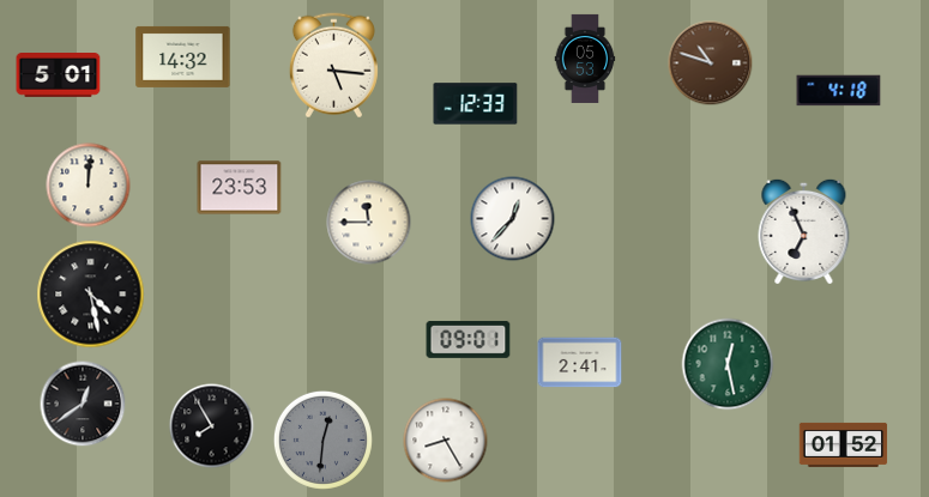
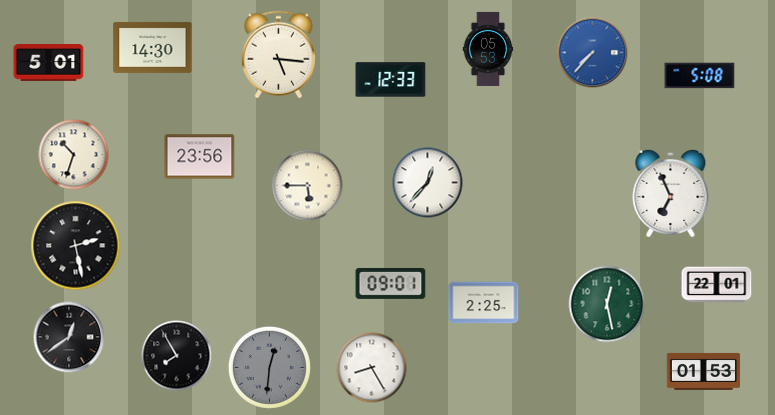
clock at (183, 56): 14:32 -> 14:30
clock at (711, 63): 10:48 -> 7:37
clock at (711, 63) dial: brown -> blue
clock at (839, 91): 4:18 -> 5:08
clock at (476, 104) position: (476, 104) -> (391, 80)
clock at (89, 186): 12:01 -> 10:33
clock at (240, 188): 23:53 -> 23:56
clock at (369, 223): 11:45 -> 5:45
clock at (91, 295): 4:28 -> 2:28
clock at (717, 285): none -> 22:01
clock at (580, 363): 2:41 -> 2:25
clock at (844, 444): 01:52 -> 01:53
